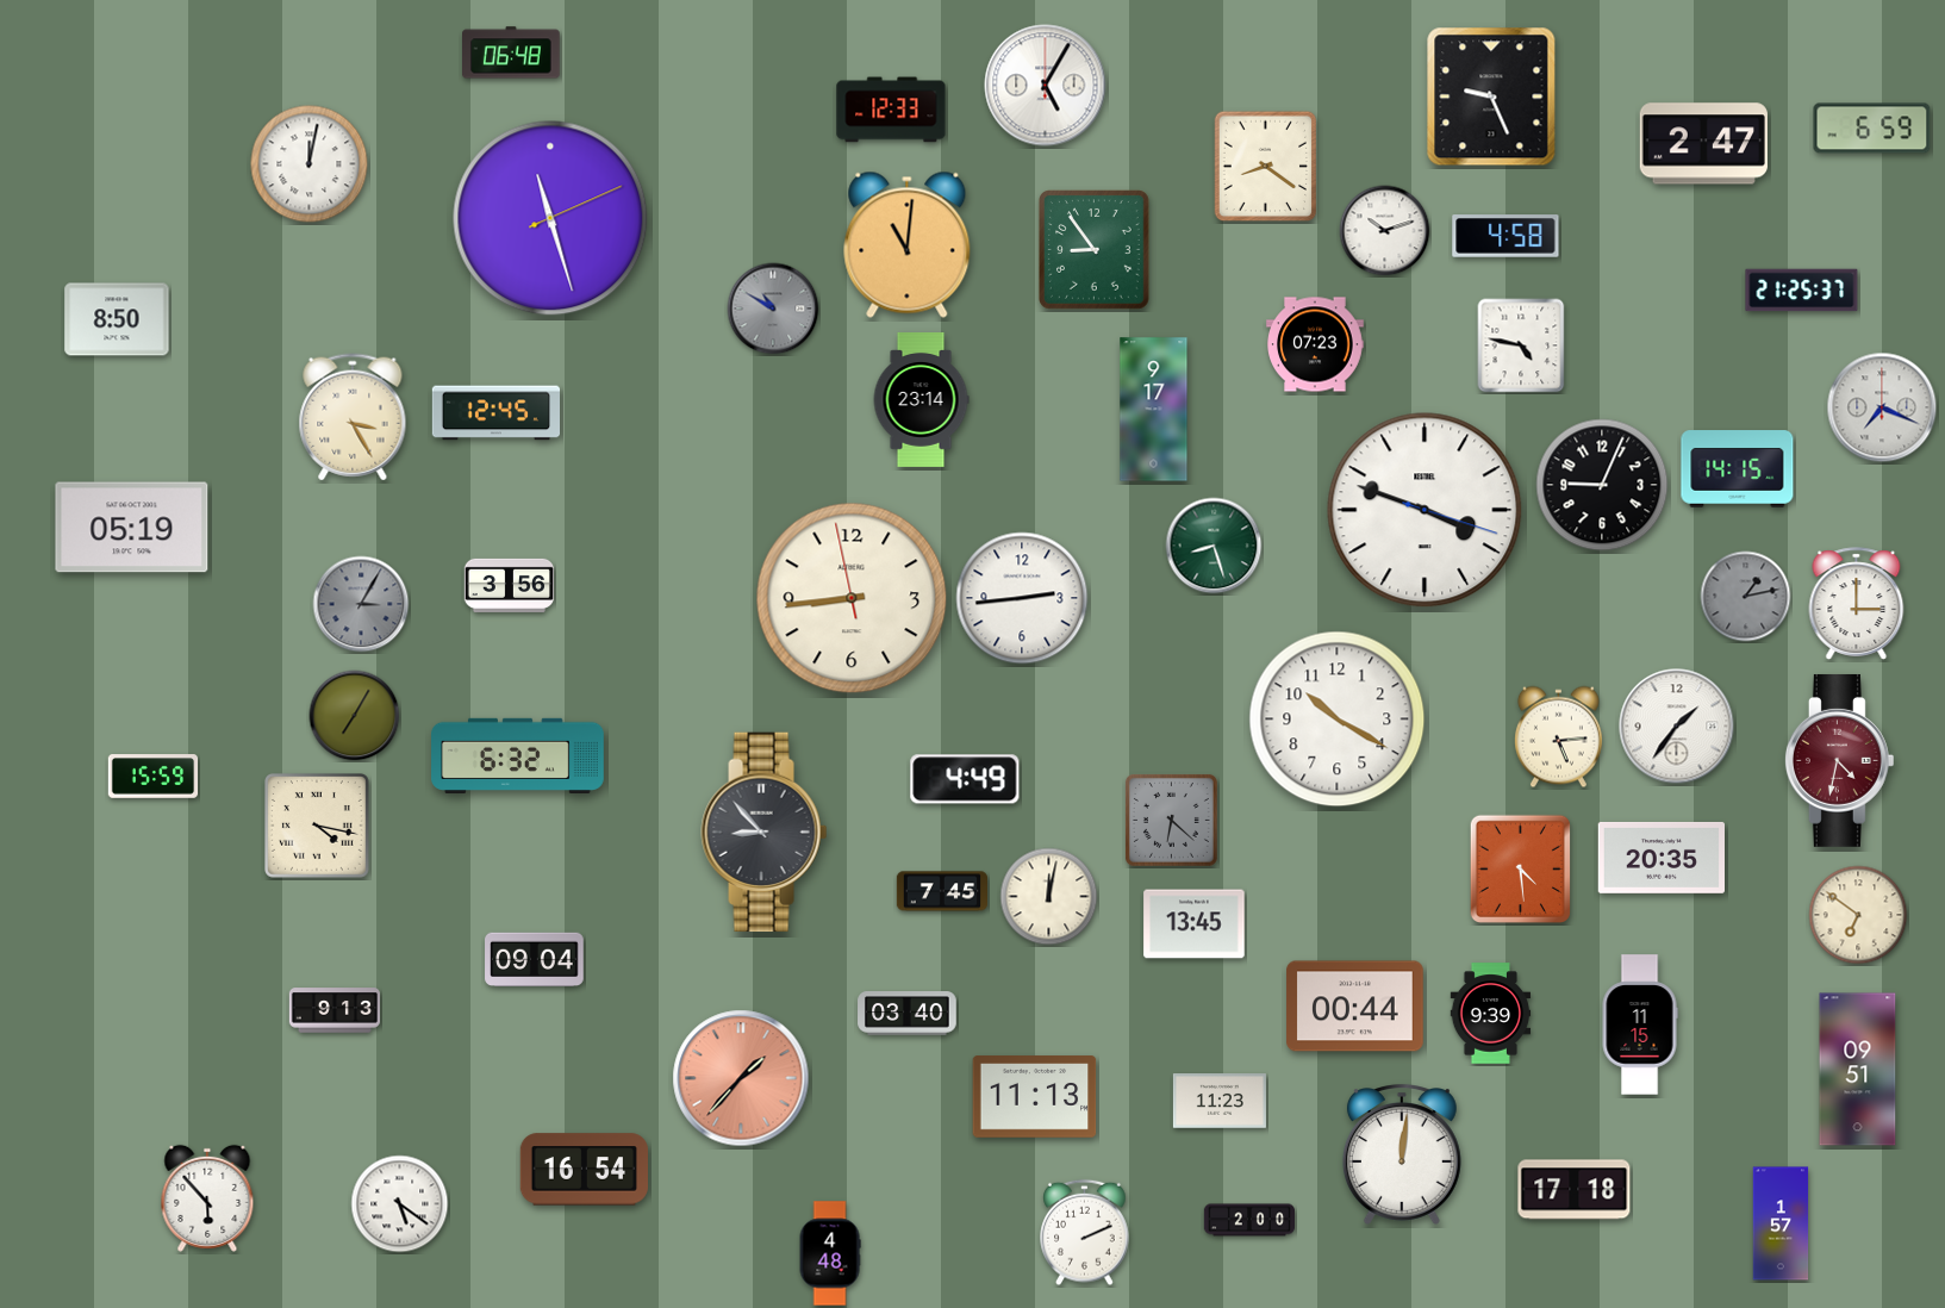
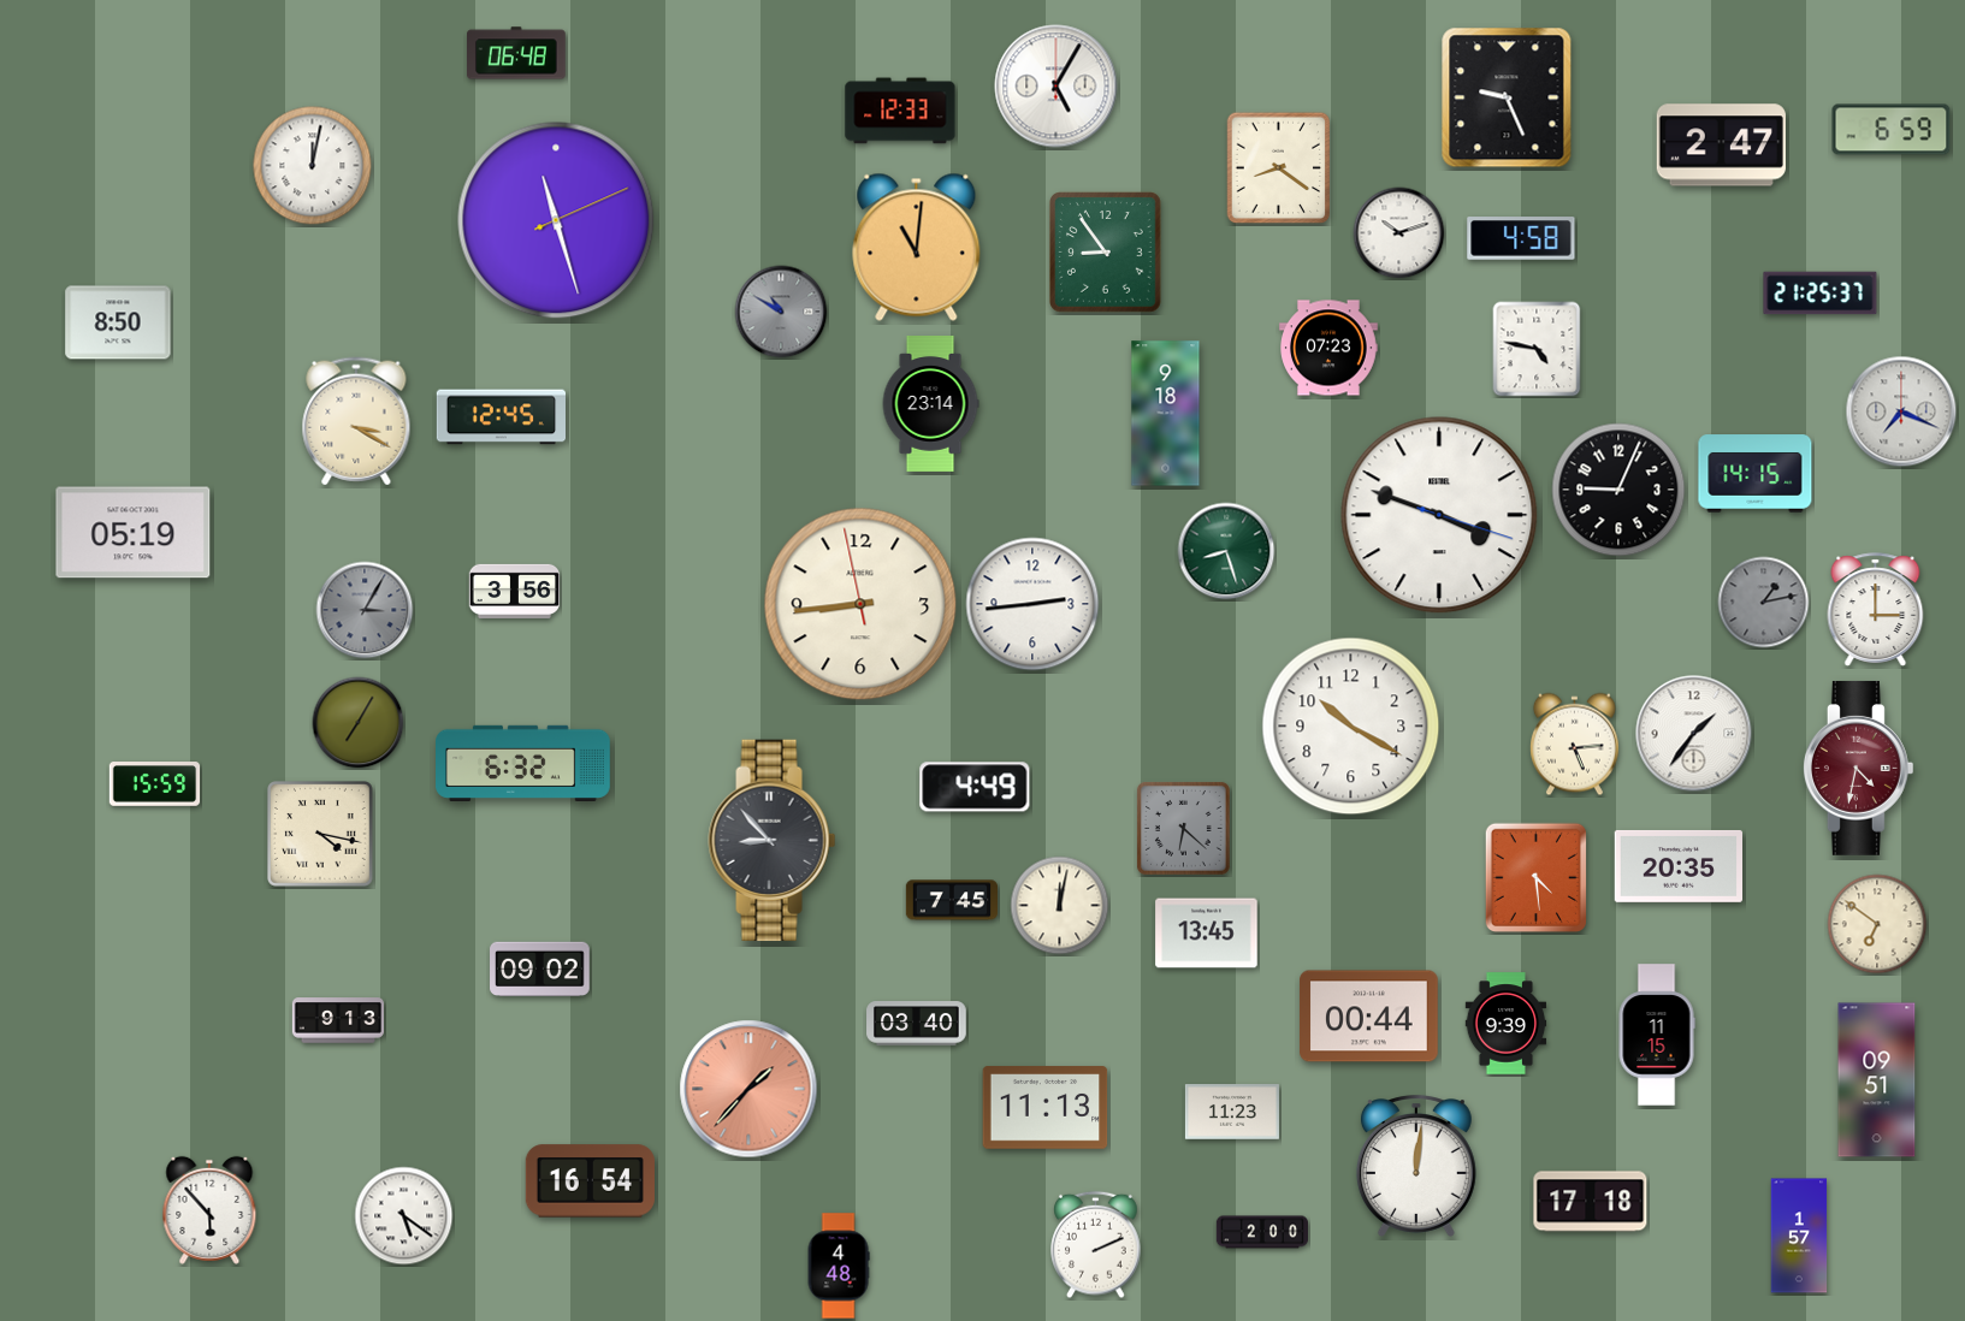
clock at (1154, 410): 9:17 -> 9:18
clock at (353, 417): 3:25 -> 3:20
clock at (535, 960): 09:04 -> 09:02
